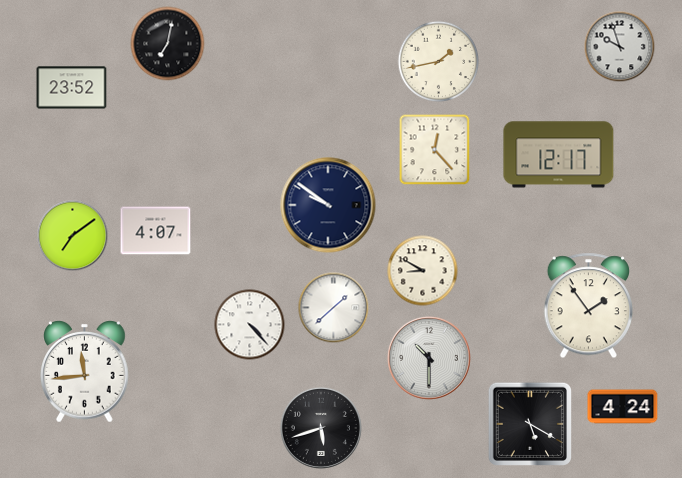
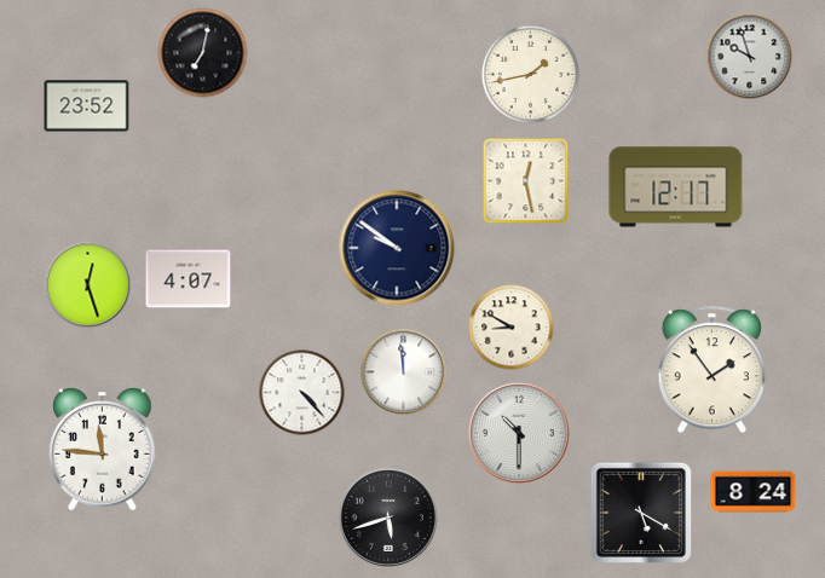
clock at (435, 150): 12:23 -> 12:28
clock at (73, 236): 7:09 -> 12:27
clock at (334, 308): 1:38 -> 11:59
clock at (85, 372): 11:44 -> 11:46
clock at (623, 407): 4:24 -> 8:24
